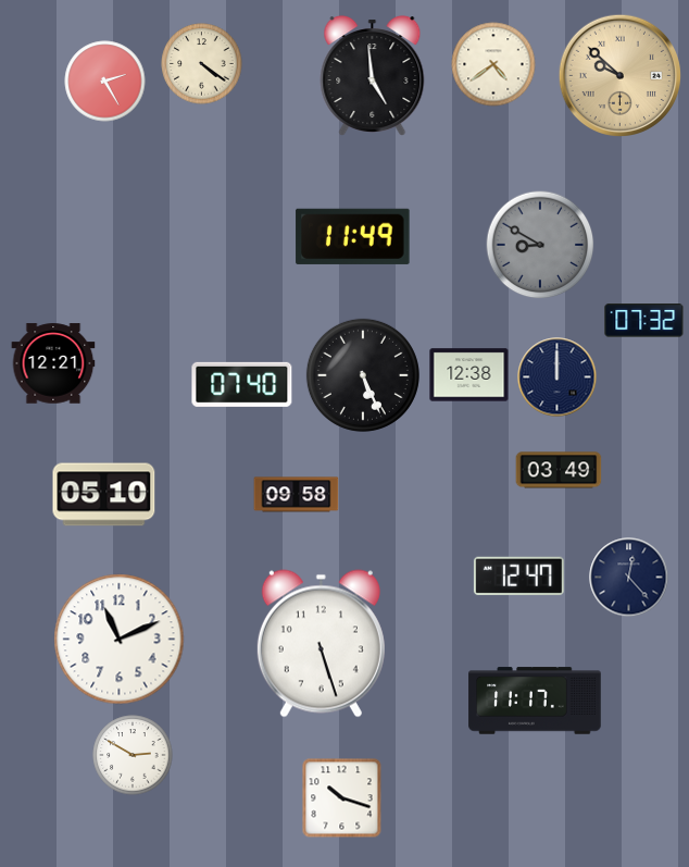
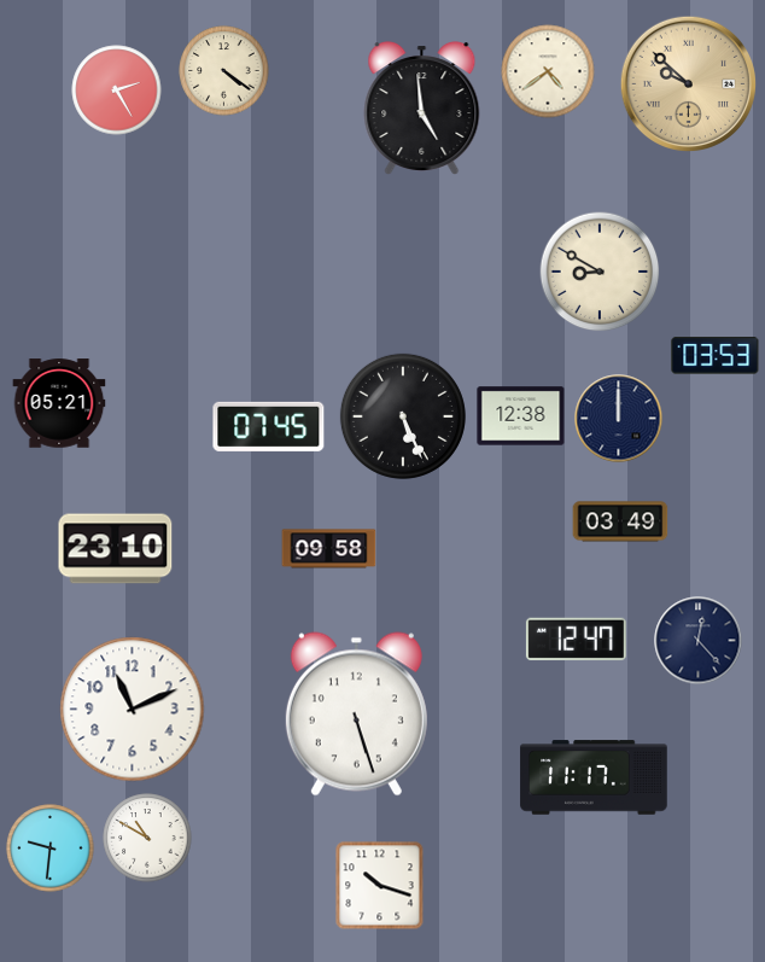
clock at (373, 76) position: (373, 76) -> (422, 109)
clock at (353, 236): 11:49 -> none
clock at (540, 245) dial: grey -> cream
clock at (644, 321): 07:32 -> 03:53
clock at (53, 363): 12:21 -> 05:21
clock at (242, 384): 07:40 -> 07:45
clock at (104, 495): 05:10 -> 23:10
clock at (133, 755): 2:50 -> 10:50
clock at (51, 849): none -> 9:31
